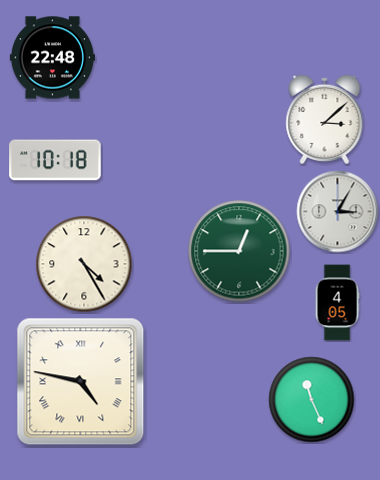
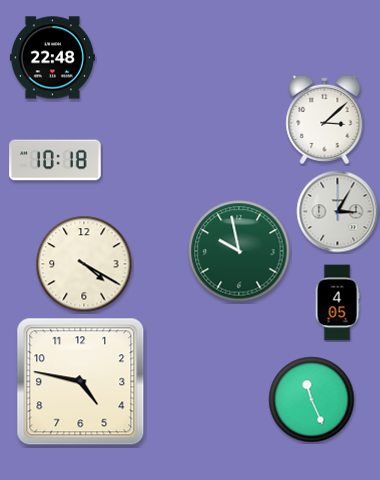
clock at (239, 251): 12:45 -> 9:58
clock at (84, 264): 4:25 -> 4:20
clock at (81, 382) numerals: Roman -> Arabic
